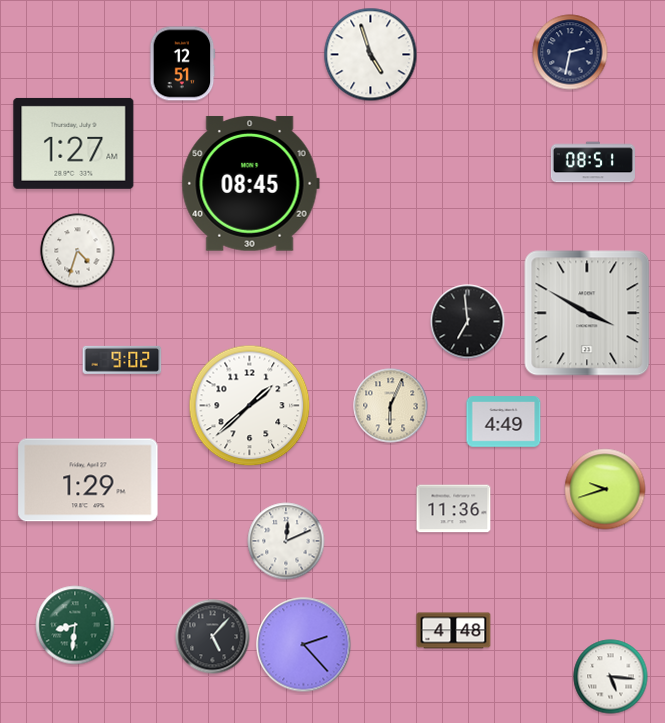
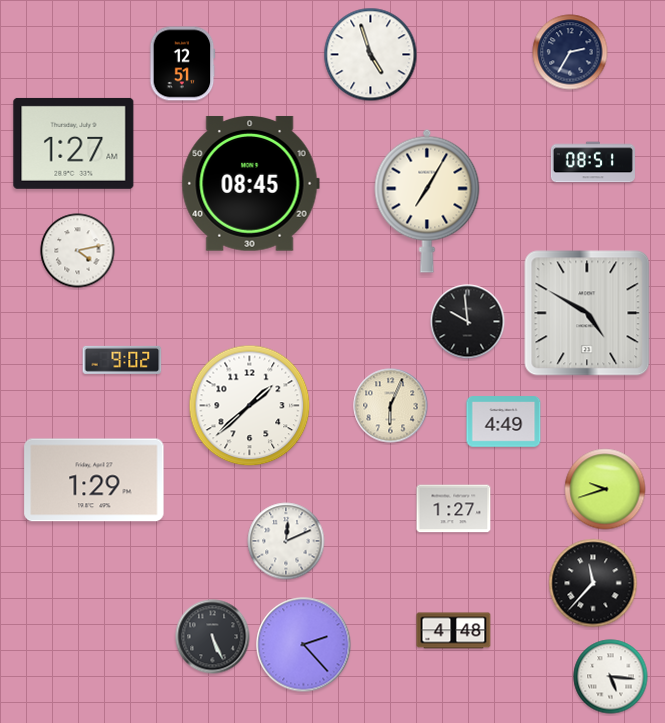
clock at (570, 52): 2:32 -> 2:35
clock at (427, 201): none -> 7:05
clock at (78, 251): 4:33 -> 4:13
clock at (587, 313): 3:50 -> 4:50
clock at (468, 322): 6:59 -> 9:59
clock at (88, 480) position: (88, 480) -> (94, 480)
clock at (454, 509): 11:36 -> 1:27
clock at (593, 583): none -> 11:37
clock at (75, 625): 8:31 -> none
clock at (213, 637): 5:07 -> 5:26
